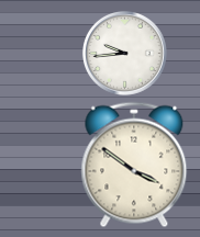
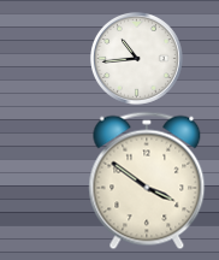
clock at (124, 53): 9:44 -> 10:44
